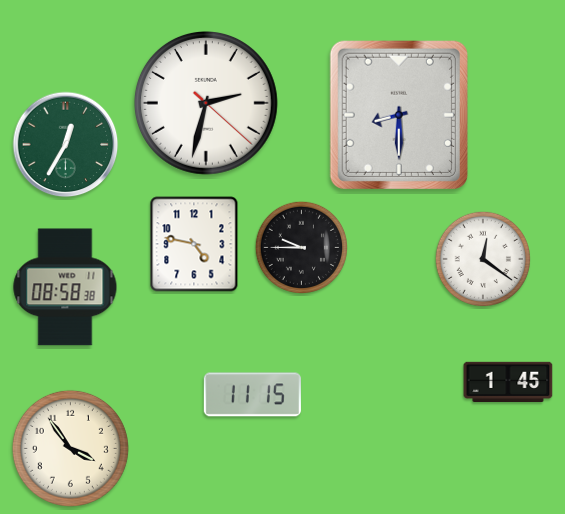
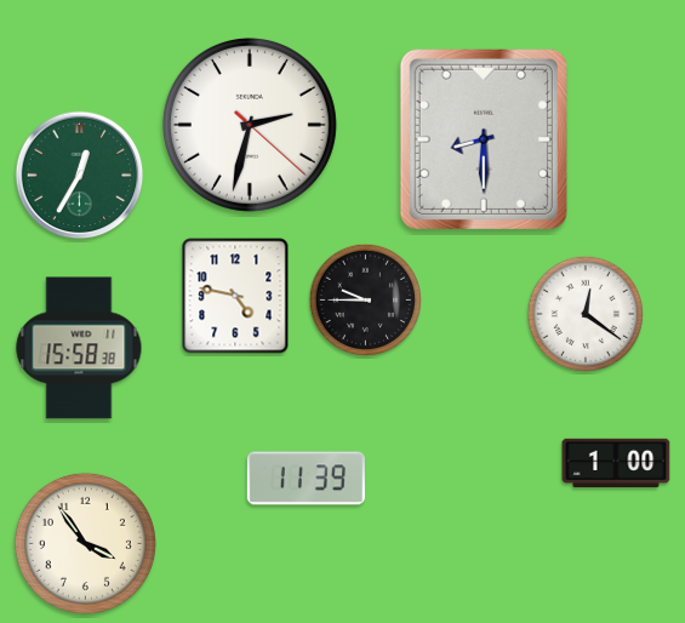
clock at (65, 287): 08:58 -> 15:58
clock at (508, 381): 1:45 -> 1:00
clock at (252, 395): 11:15 -> 11:39
